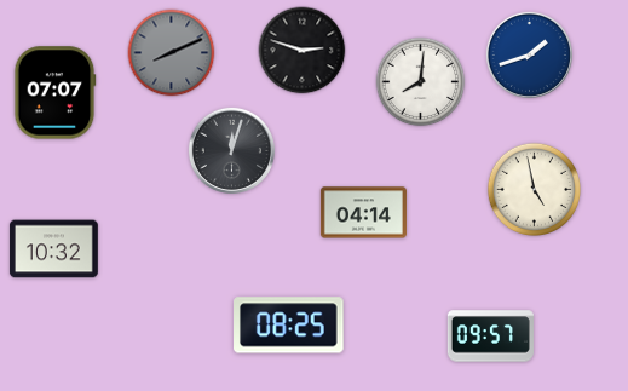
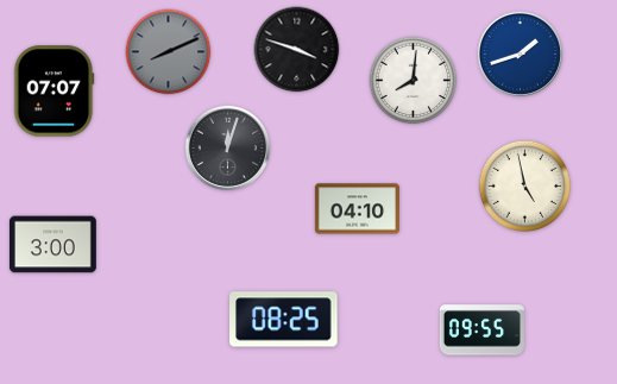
clock at (303, 51): 2:48 -> 3:48
clock at (363, 213): 04:14 -> 04:10
clock at (53, 249): 10:32 -> 3:00
clock at (490, 337): 09:57 -> 09:55
